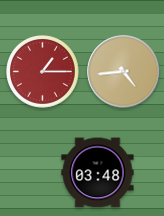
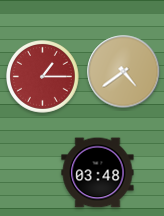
clock at (43, 72) position: (43, 72) -> (43, 77)
clock at (124, 72): 4:44 -> 4:39
